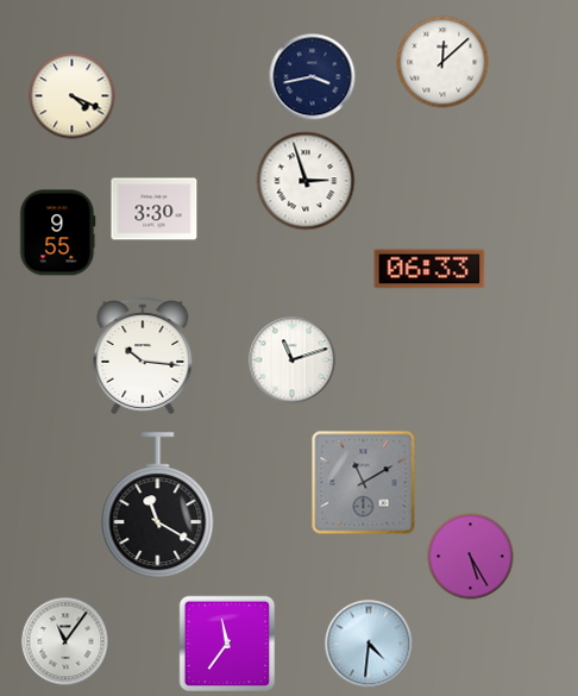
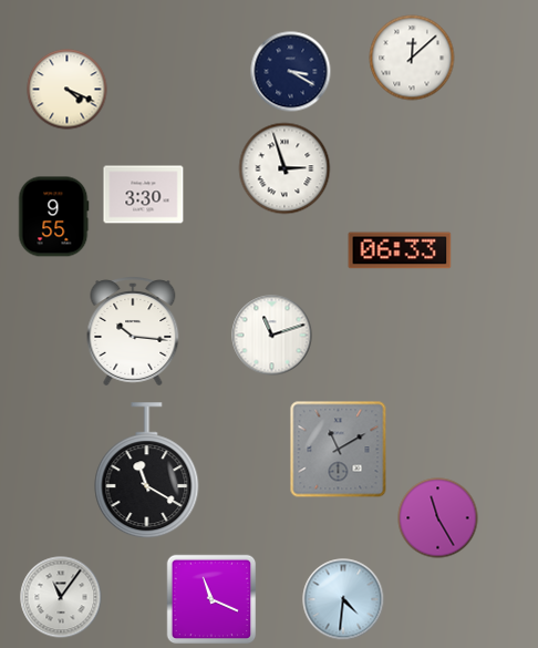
clock at (313, 77): 3:43 -> 3:20
clock at (471, 557): 5:25 -> 11:25
clock at (227, 644): 11:36 -> 11:19
